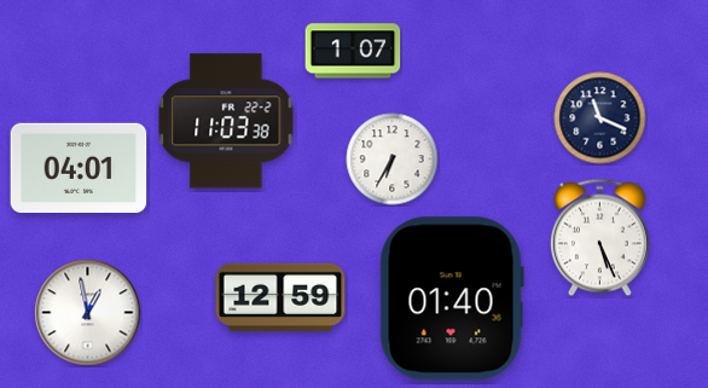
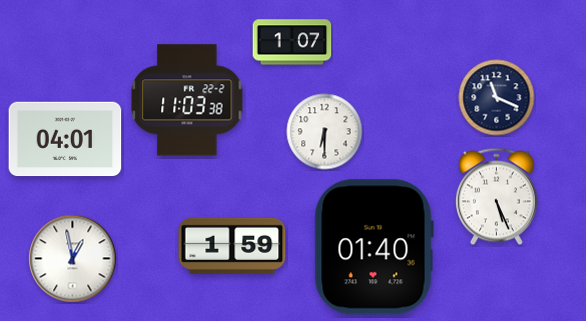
clock at (393, 160): 6:35 -> 6:30
clock at (280, 297): 12:59 -> 1:59
